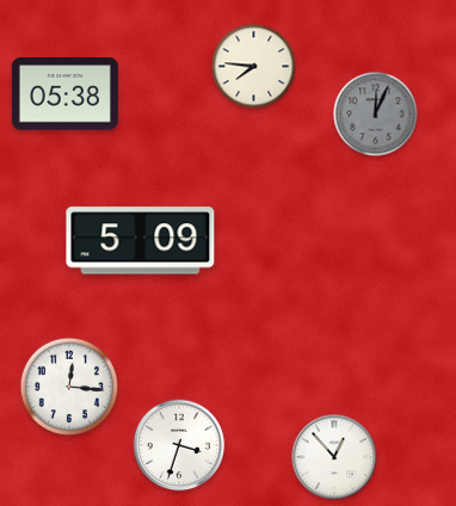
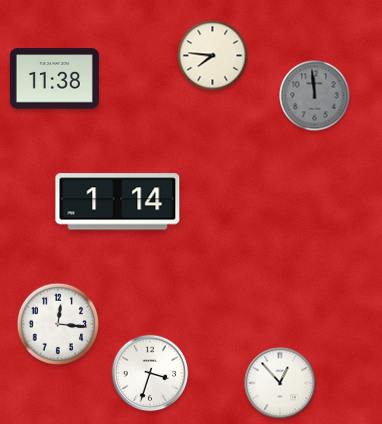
clock at (64, 94): 05:38 -> 11:38
clock at (376, 115): 12:04 -> 11:59
clock at (141, 241): 5:09 -> 1:14
